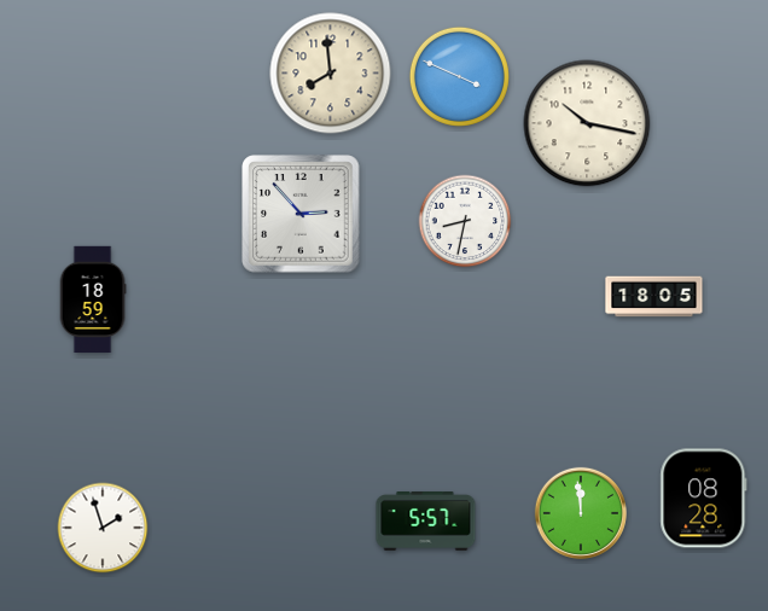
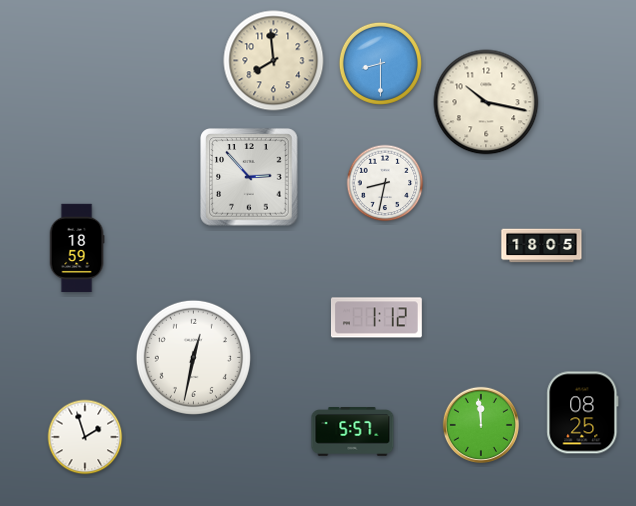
clock at (459, 76): 3:49 -> 8:30
clock at (376, 318): none -> 1:12
clock at (193, 357): none -> 12:32
clock at (704, 499): 08:28 -> 08:25
